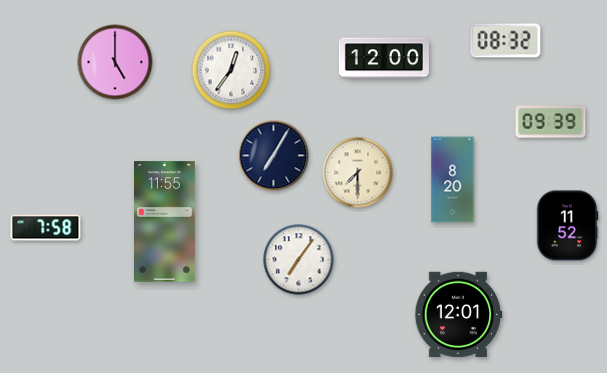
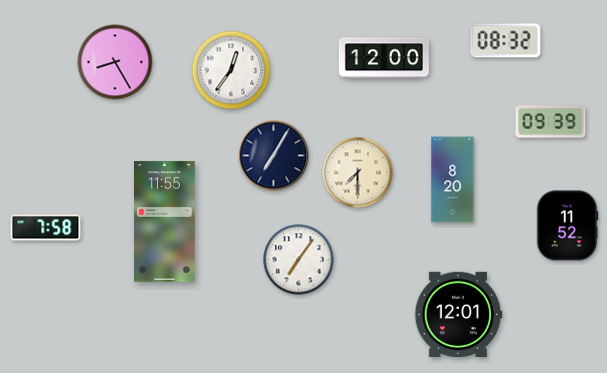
clock at (115, 62): 5:00 -> 8:25
